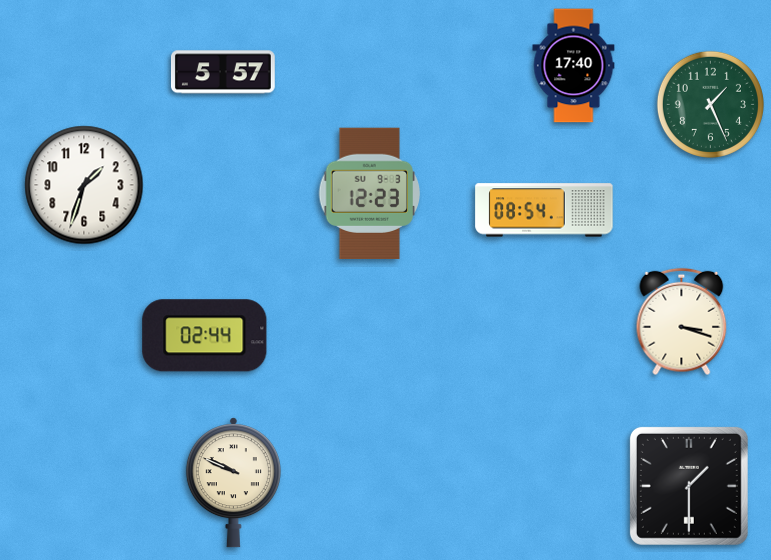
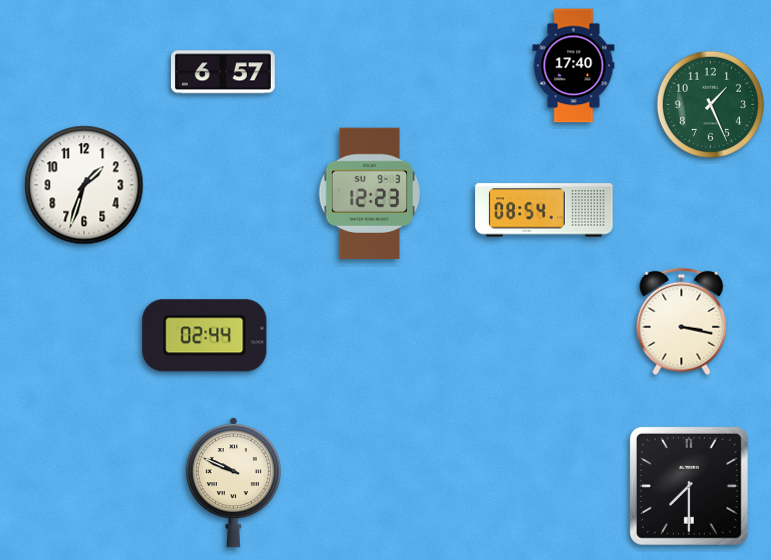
clock at (223, 72): 5:57 -> 6:57
clock at (682, 322): 3:18 -> 3:17
clock at (689, 486): 1:30 -> 7:30
